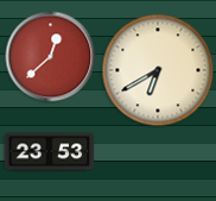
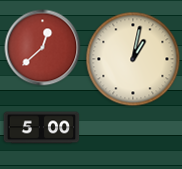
clock at (158, 70): 6:40 -> 1:02
clock at (50, 152): 23:53 -> 5:00
